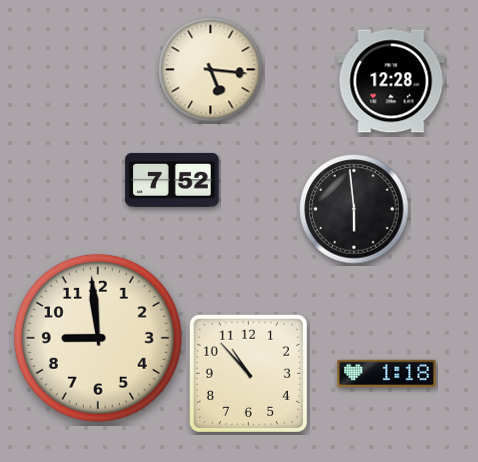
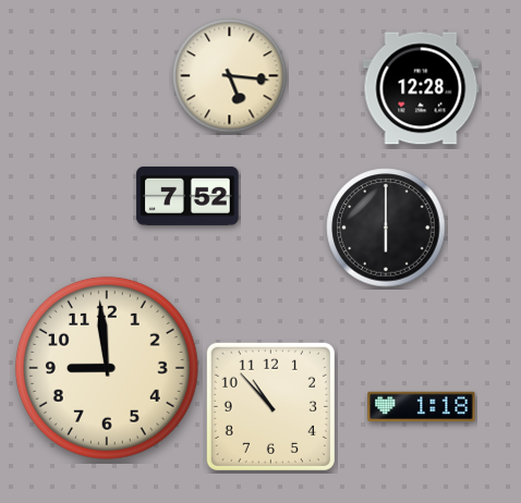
clock at (391, 81) position: (391, 81) -> (421, 88)
clock at (354, 209): 5:59 -> 6:00
